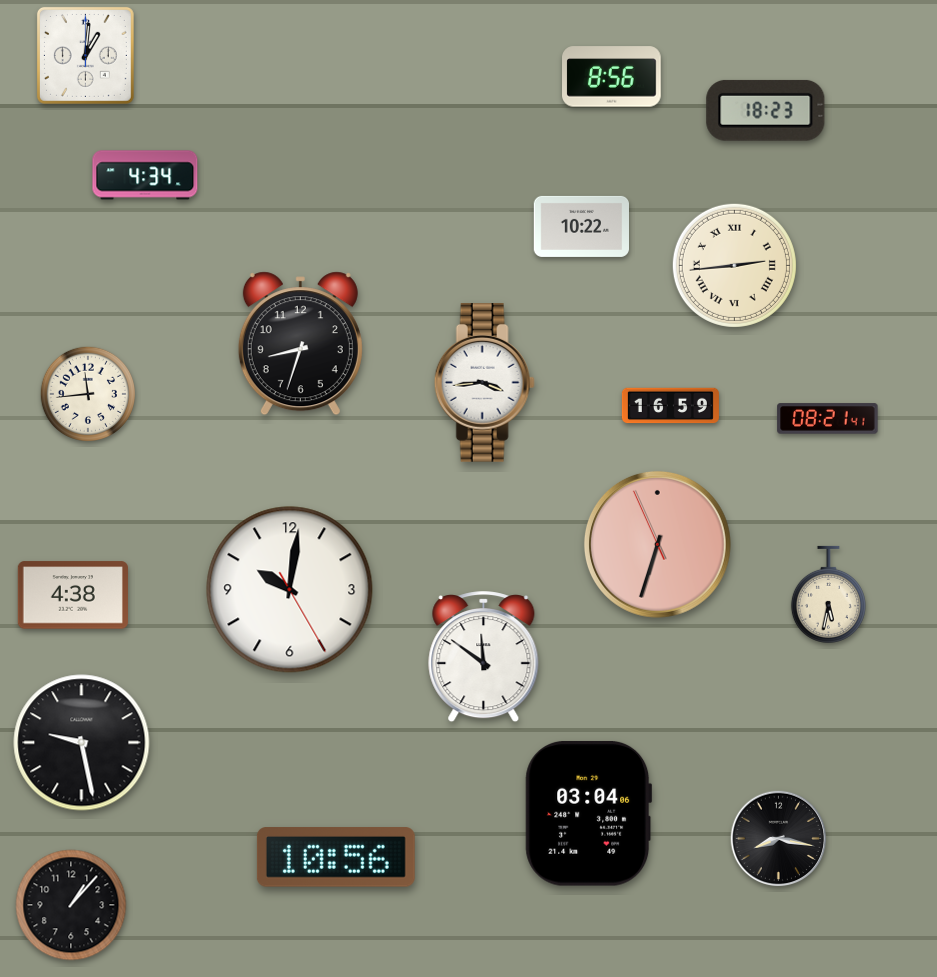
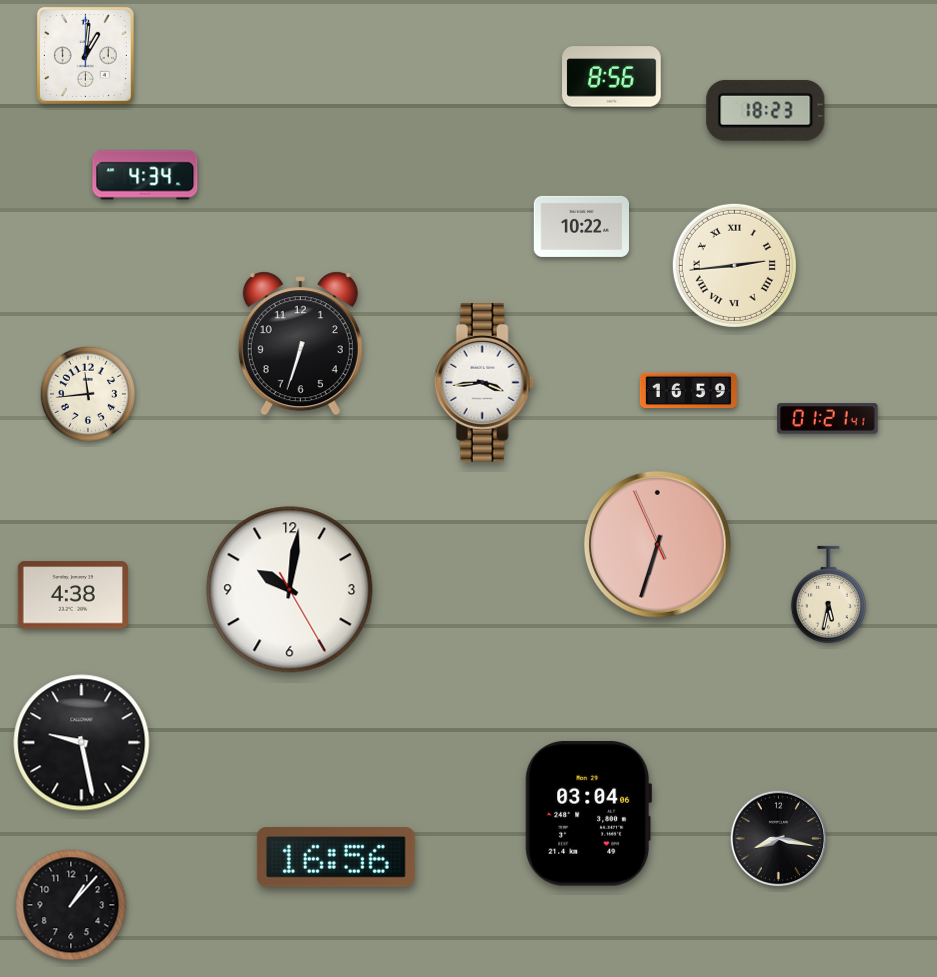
clock at (300, 344): 8:33 -> 6:33
clock at (670, 406) position: (670, 406) -> (688, 391)
clock at (828, 419): 08:21 -> 01:21
clock at (484, 657): 11:51 -> none
clock at (336, 857): 10:56 -> 16:56
